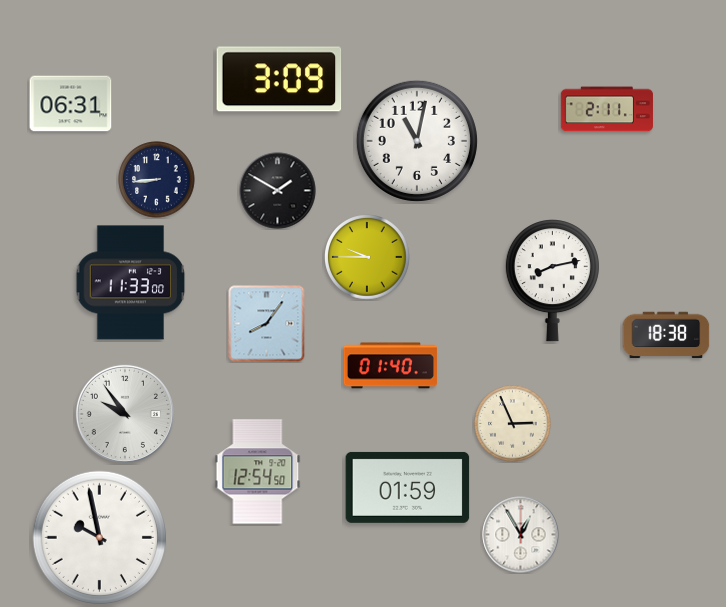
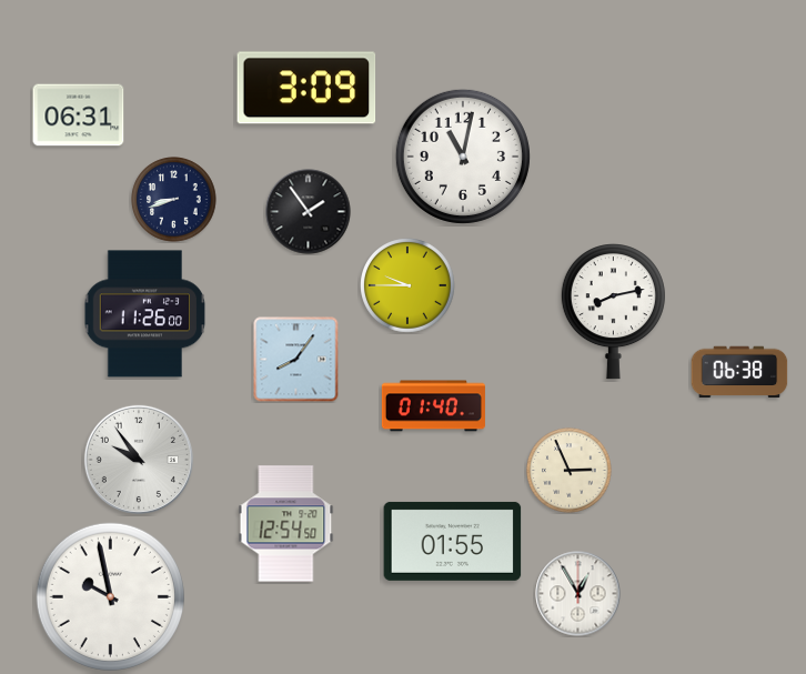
clock at (279, 79) position: (279, 79) -> (306, 88)
clock at (607, 109): 2:11 -> none
clock at (157, 180): 8:44 -> 8:42
clock at (278, 191): 1:50 -> 1:54
clock at (131, 283): 11:33 -> 11:26
clock at (666, 335): 18:38 -> 06:38
clock at (408, 487): 01:59 -> 01:55
